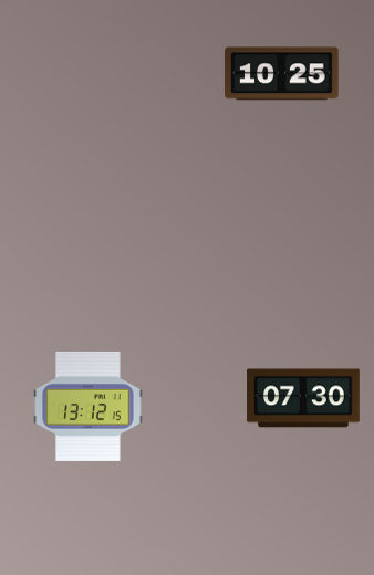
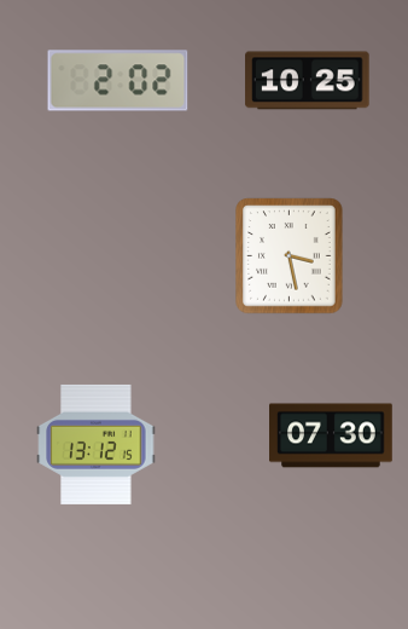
clock at (118, 81): none -> 2:02
clock at (290, 256): none -> 3:28
